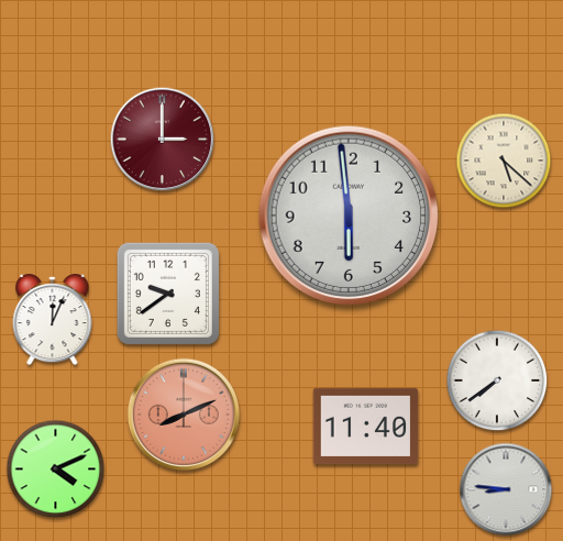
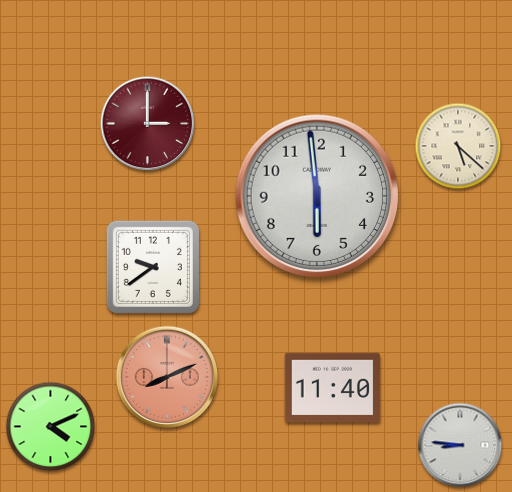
clock at (163, 140) position: (163, 140) -> (148, 124)
clock at (53, 320): 12:04 -> none
clock at (497, 380): 7:39 -> none
